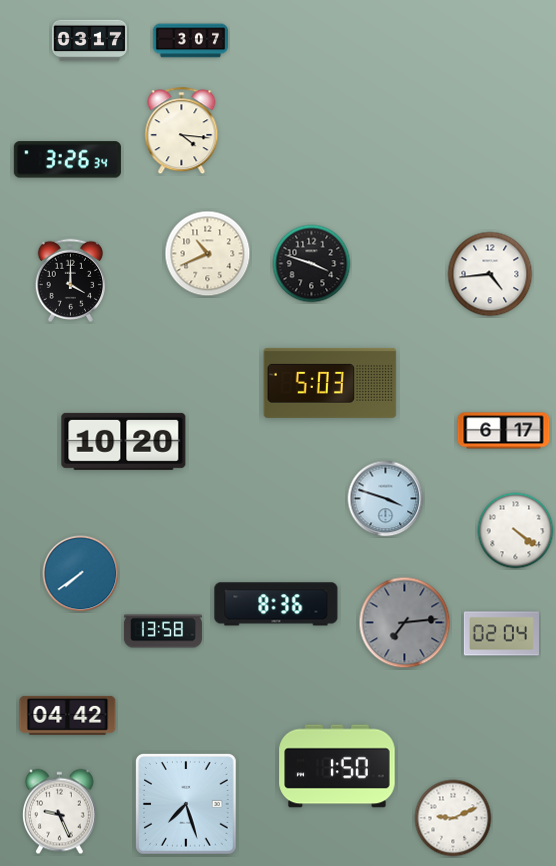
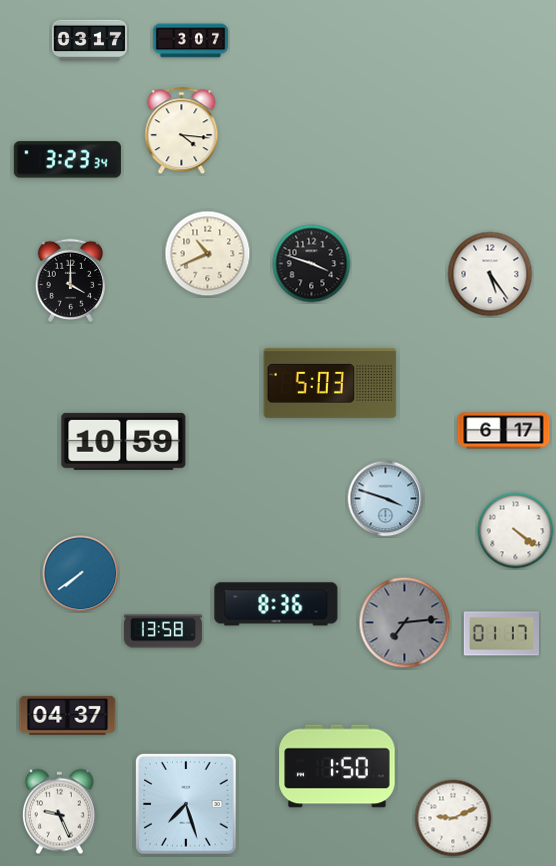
clock at (67, 160): 3:26 -> 3:23
clock at (490, 274): 4:44 -> 5:24
clock at (124, 441): 10:20 -> 10:59
clock at (501, 634): 02:04 -> 01:17
clock at (68, 715): 04:42 -> 04:37
